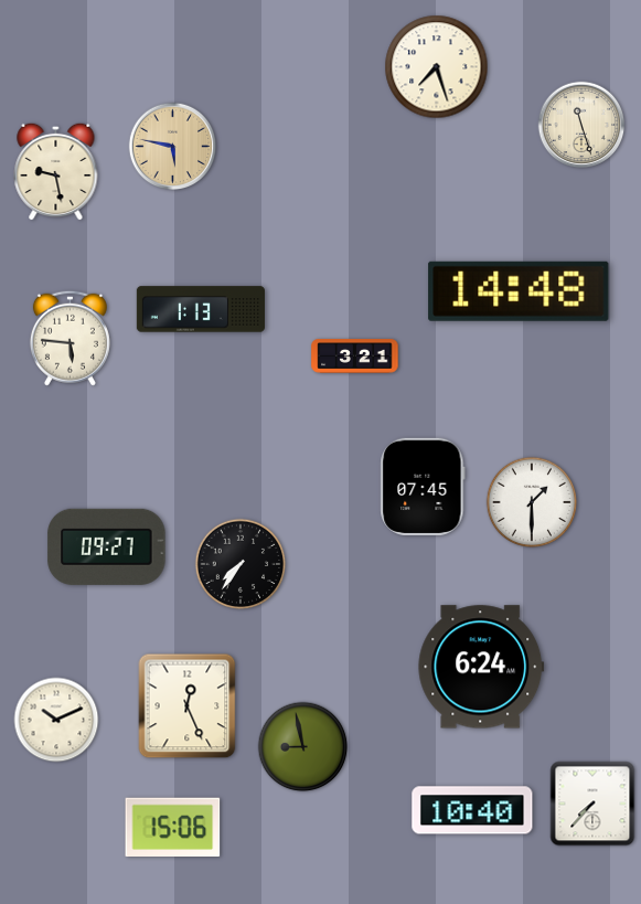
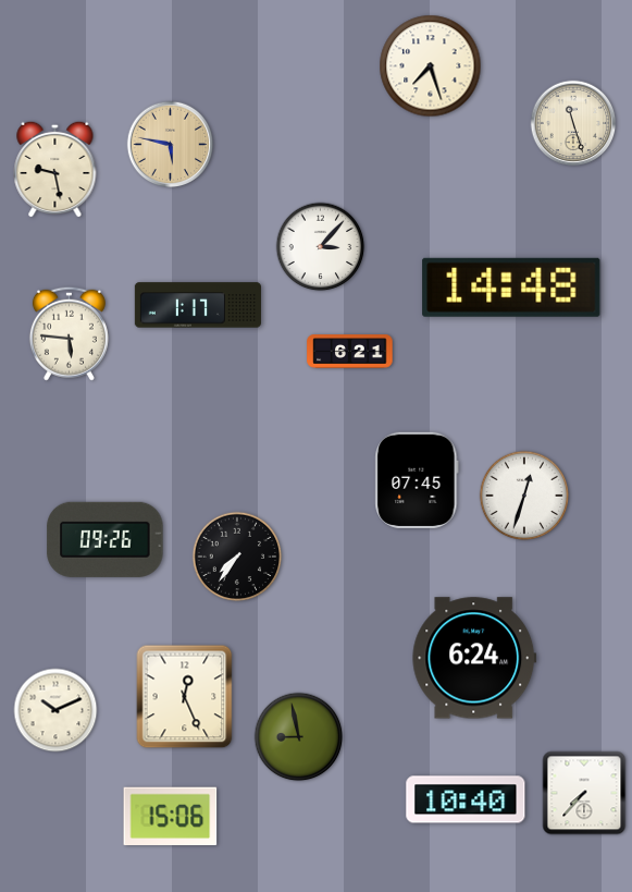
clock at (321, 247): none -> 3:07
clock at (201, 309): 1:13 -> 1:17
clock at (355, 357): 3:21 -> 6:21
clock at (532, 502): 1:30 -> 12:33
clock at (107, 546): 09:27 -> 09:26
